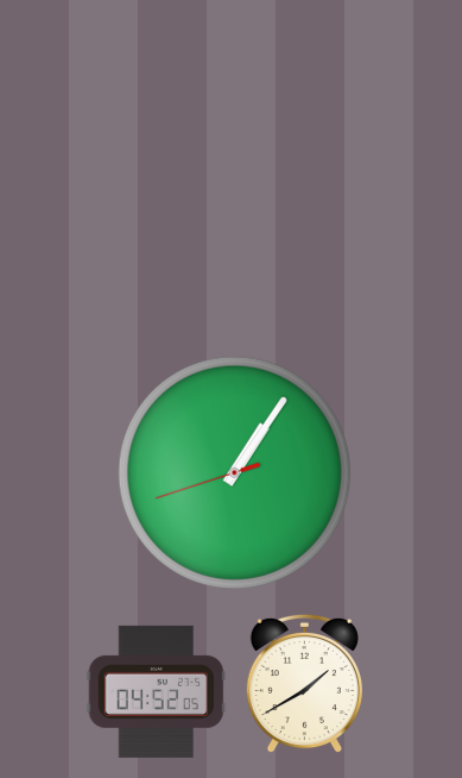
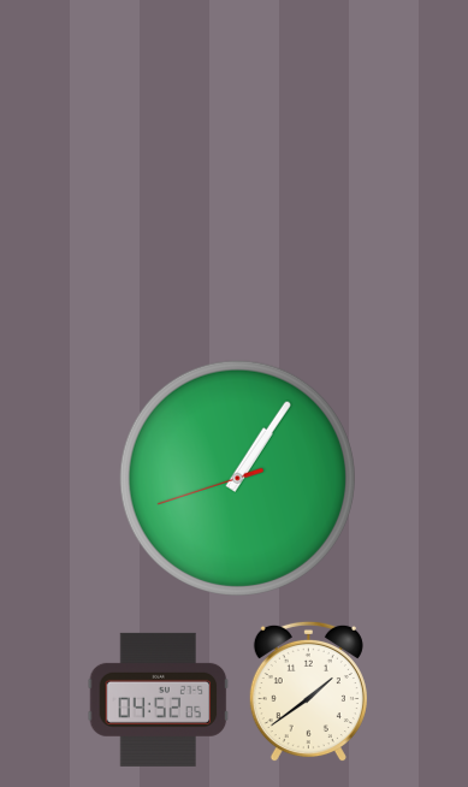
clock at (304, 684): 1:40 -> 1:39
